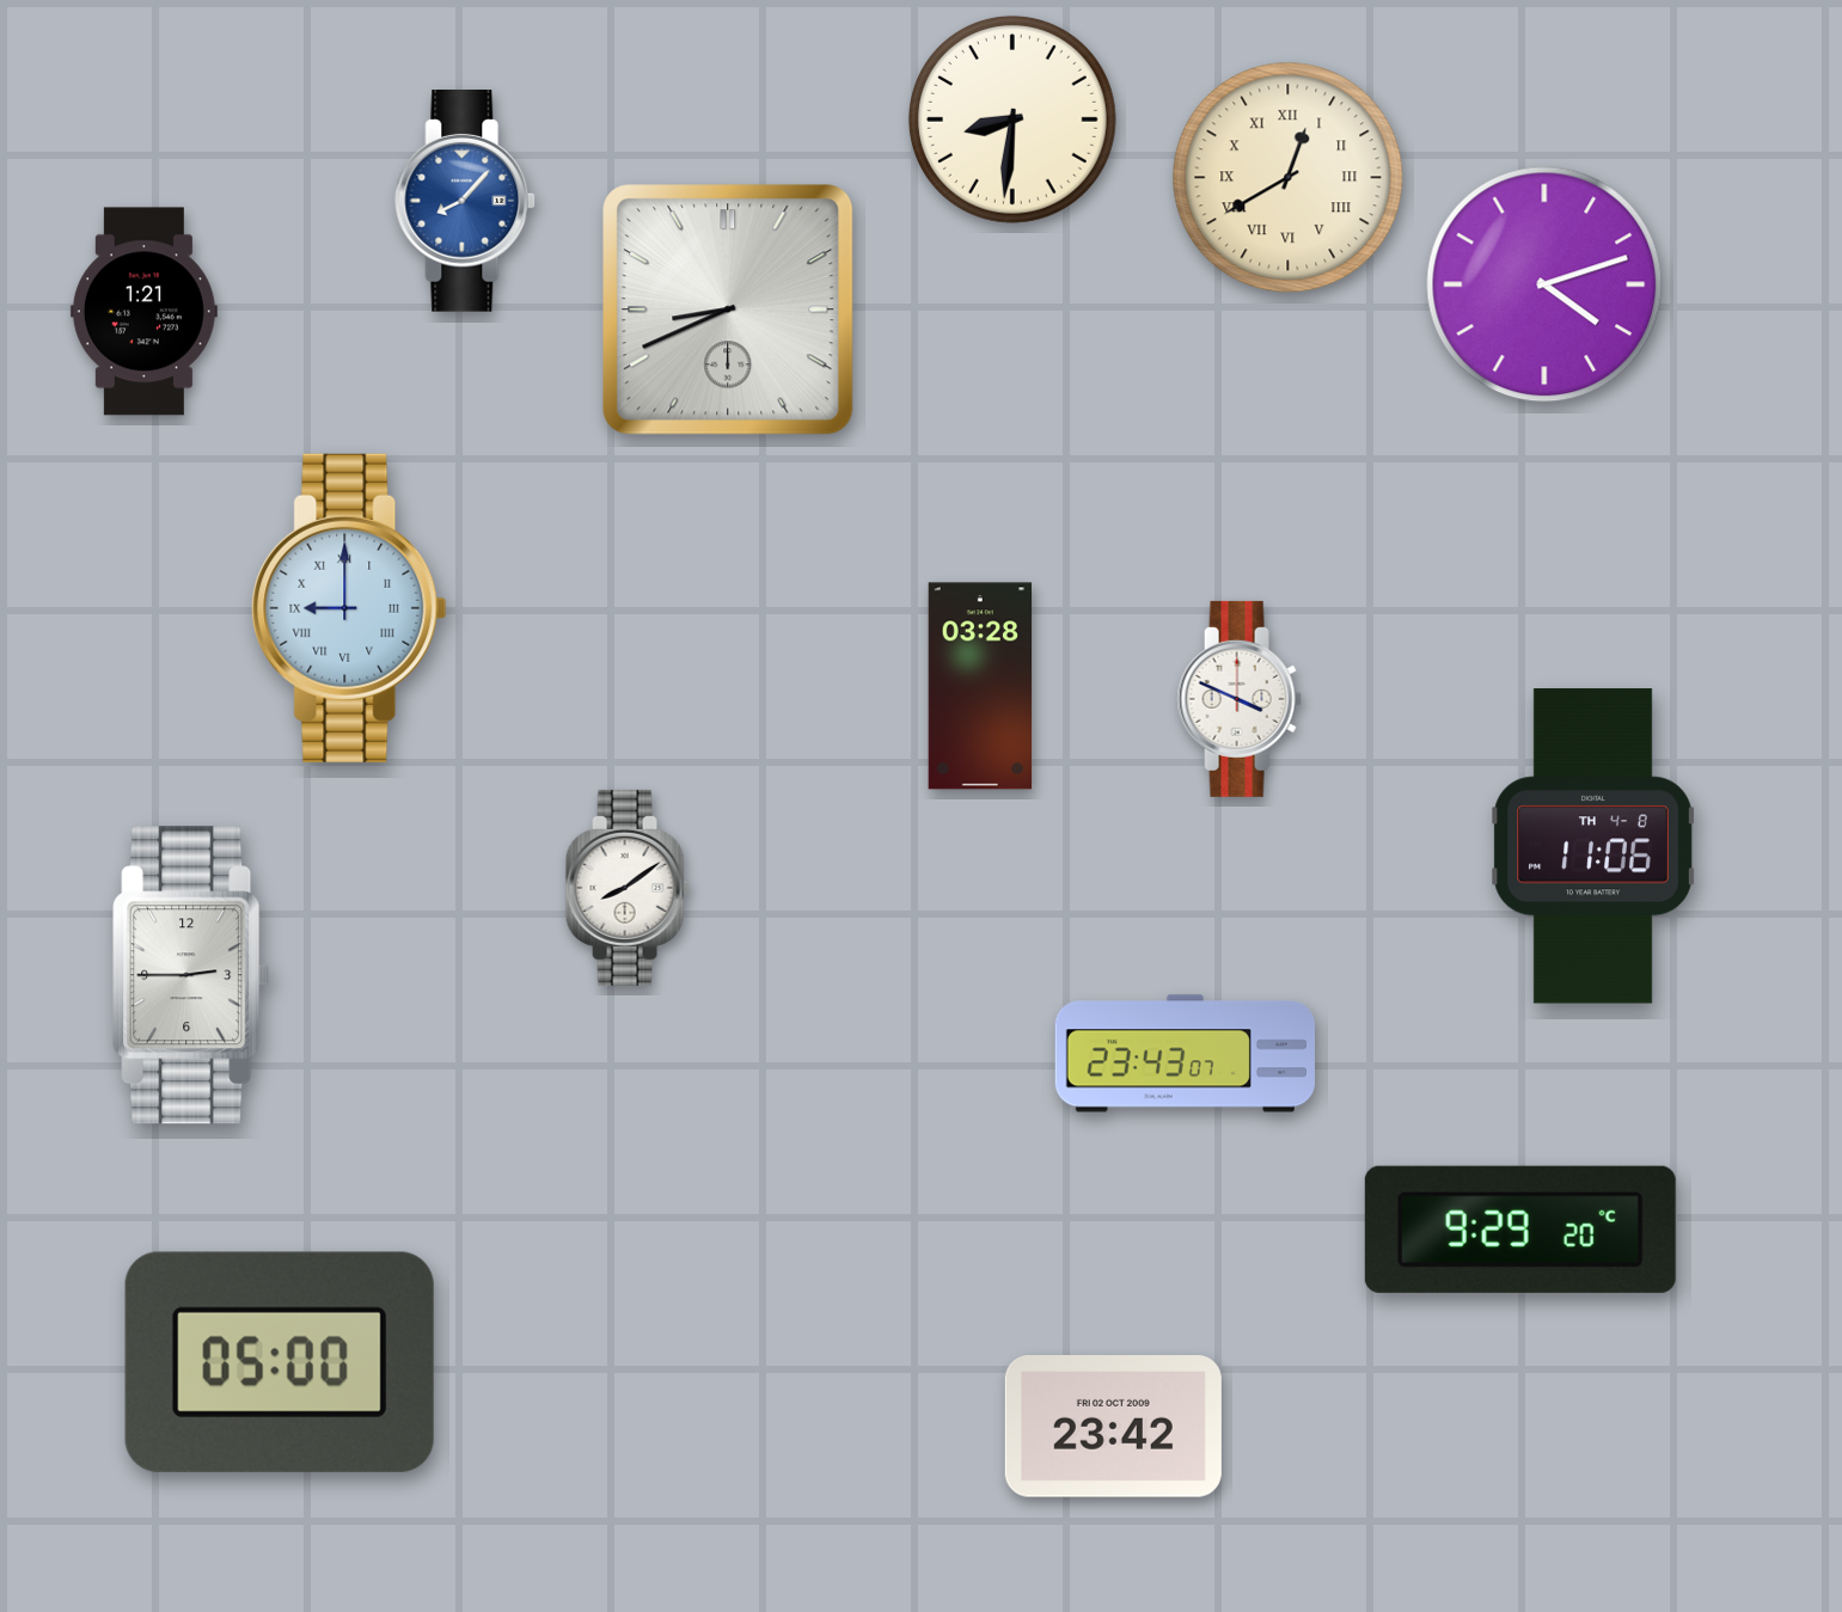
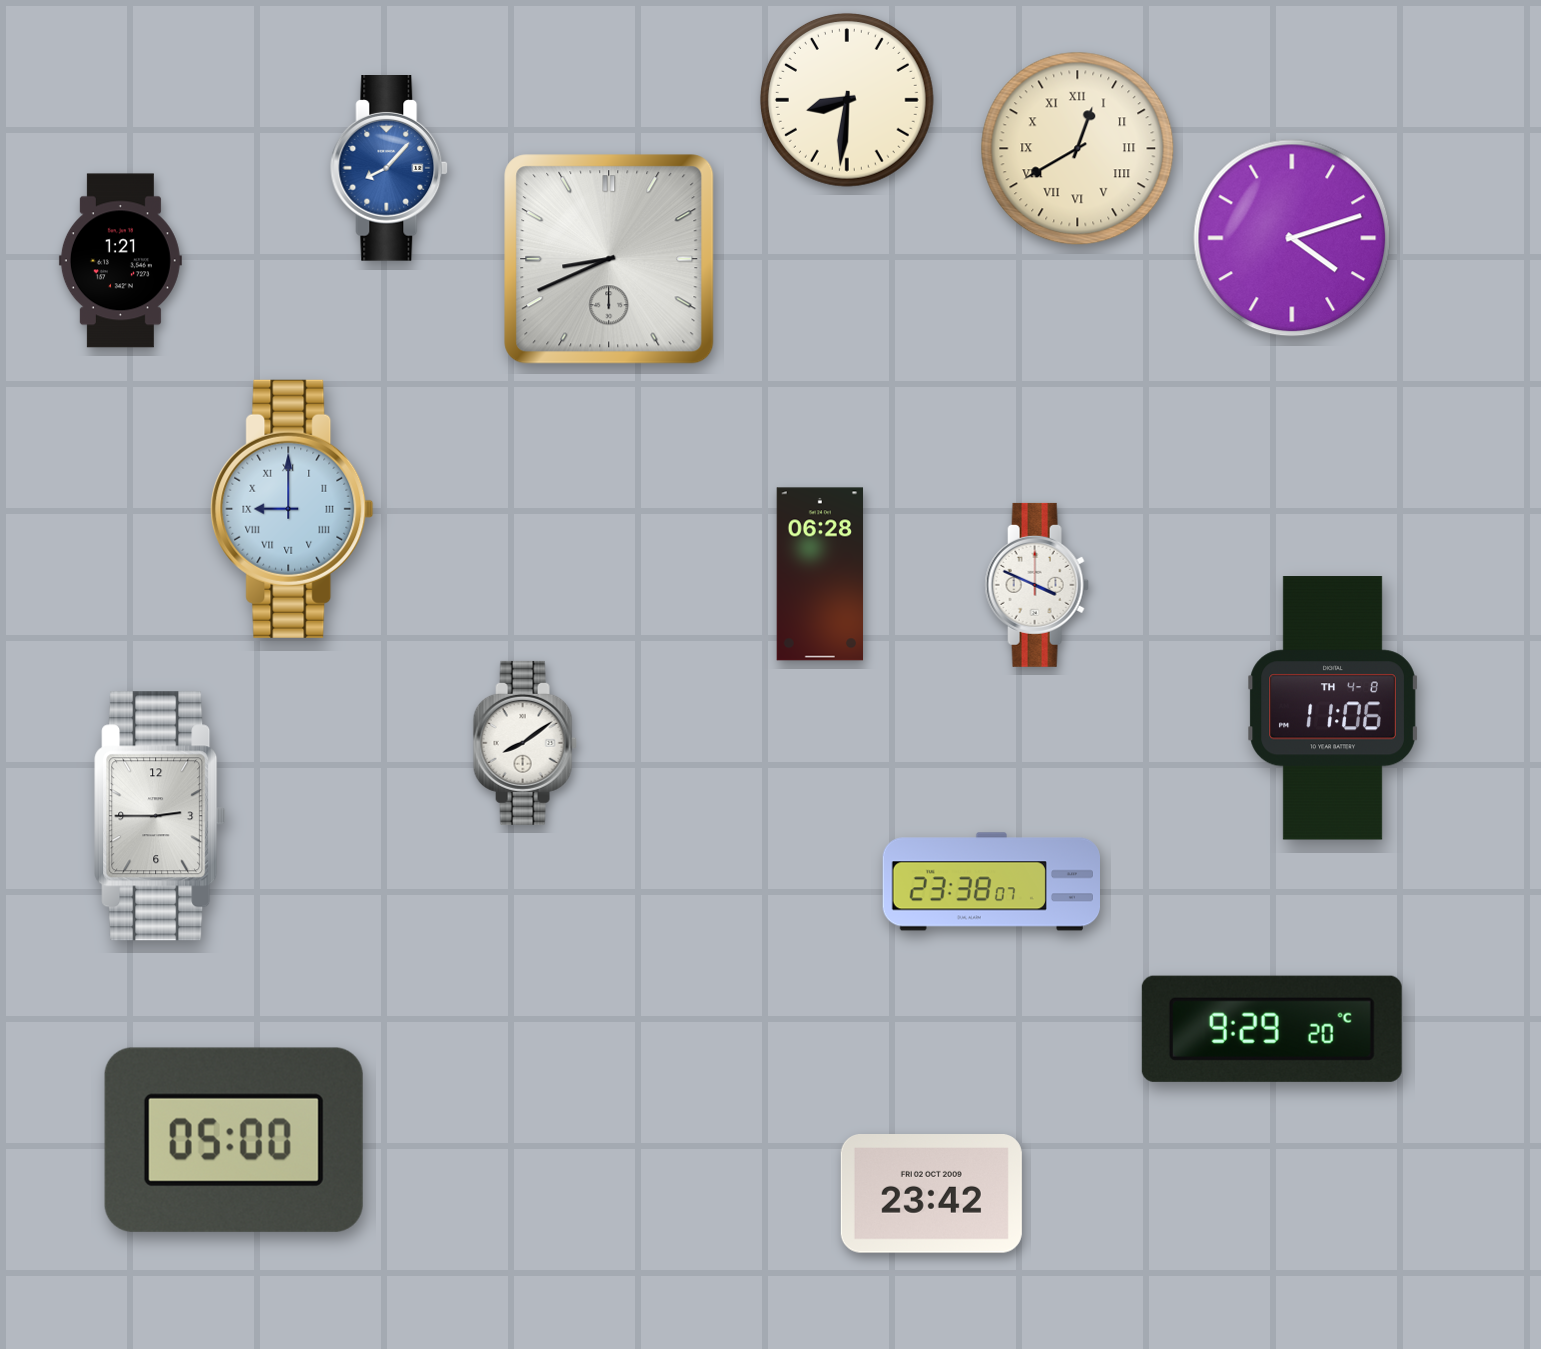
clock at (980, 686): 03:28 -> 06:28
clock at (1185, 1054): 23:43 -> 23:38
